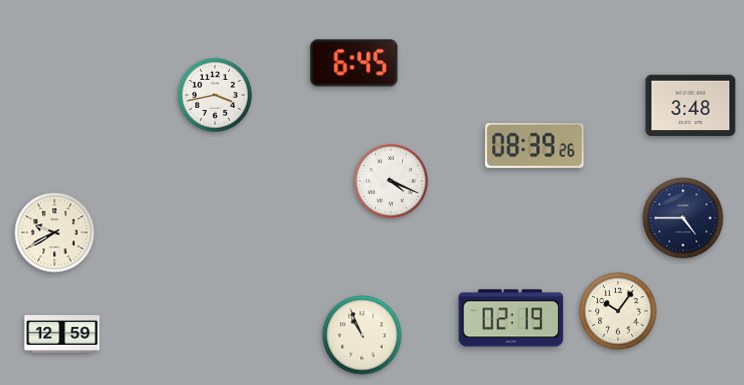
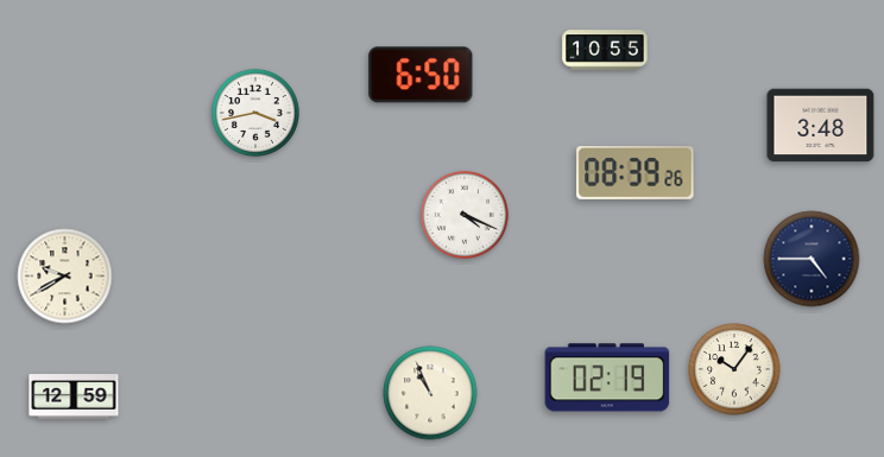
clock at (605, 50): none -> 10:55
clock at (354, 63): 6:45 -> 6:50
clock at (362, 335) position: (362, 335) -> (430, 393)
